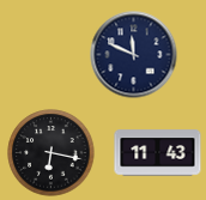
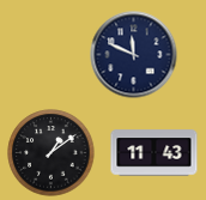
clock at (51, 153): 6:17 -> 1:09
clock at (158, 153) position: (158, 153) -> (154, 153)
